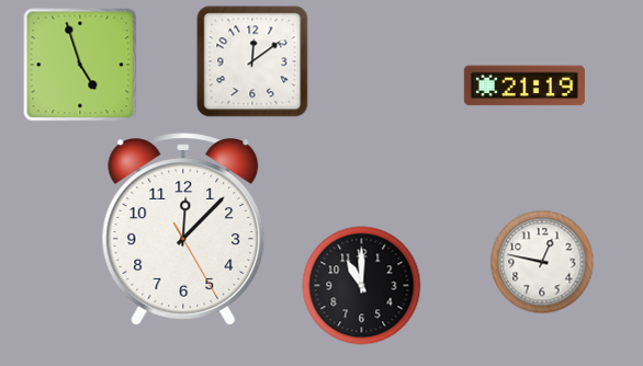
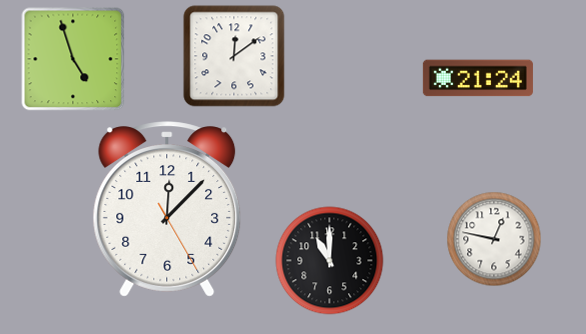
clock at (252, 61) position: (252, 61) -> (234, 56)
clock at (524, 85): 21:19 -> 21:24
